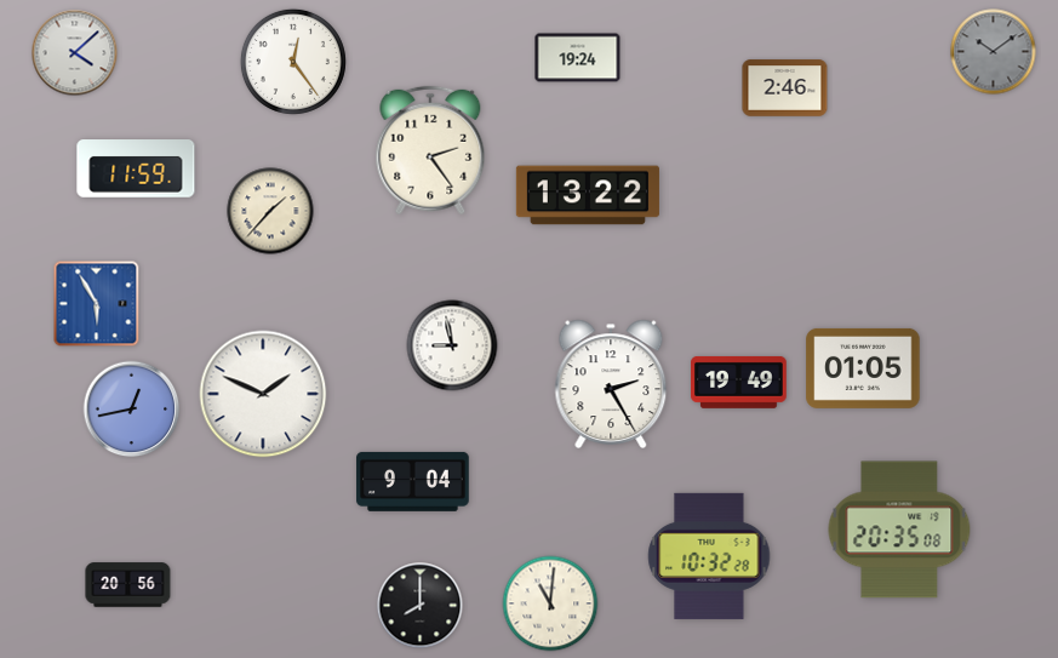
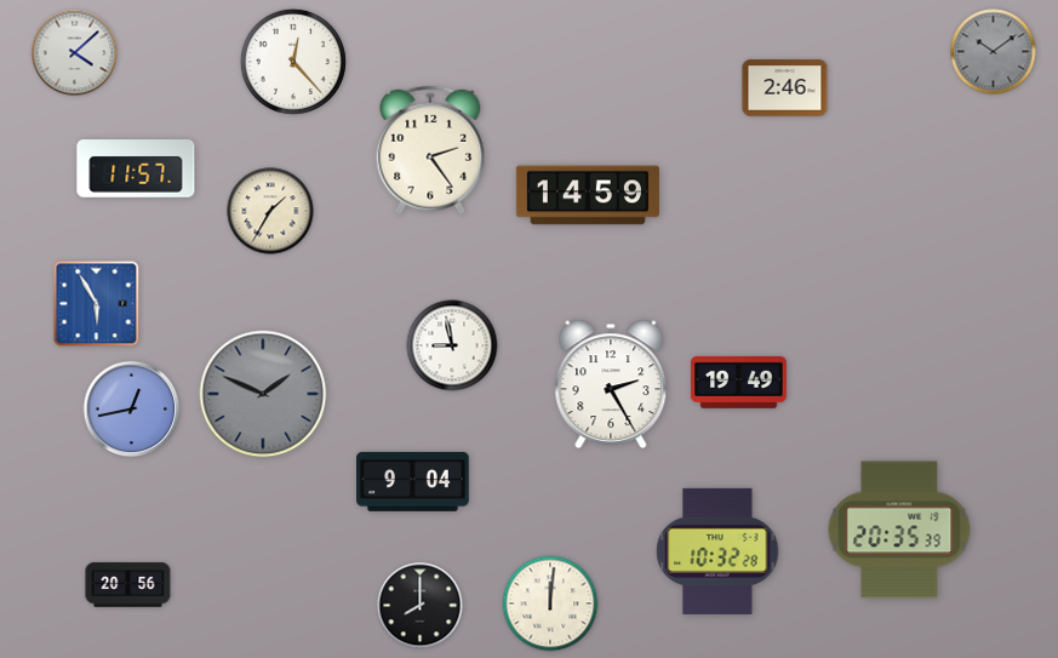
clock at (578, 58): 19:24 -> none
clock at (293, 62): 12:24 -> 12:23
clock at (136, 168): 11:59 -> 11:57
clock at (588, 195): 13:22 -> 14:59
clock at (270, 211): 1:37 -> 1:35
clock at (863, 368): 01:05 -> none
clock at (263, 394) dial: white -> grey
clock at (899, 530): 20:35:08 -> 20:35:39
clock at (709, 556) position: (709, 556) -> (717, 551)
clock at (550, 603): 11:01 -> 12:01
